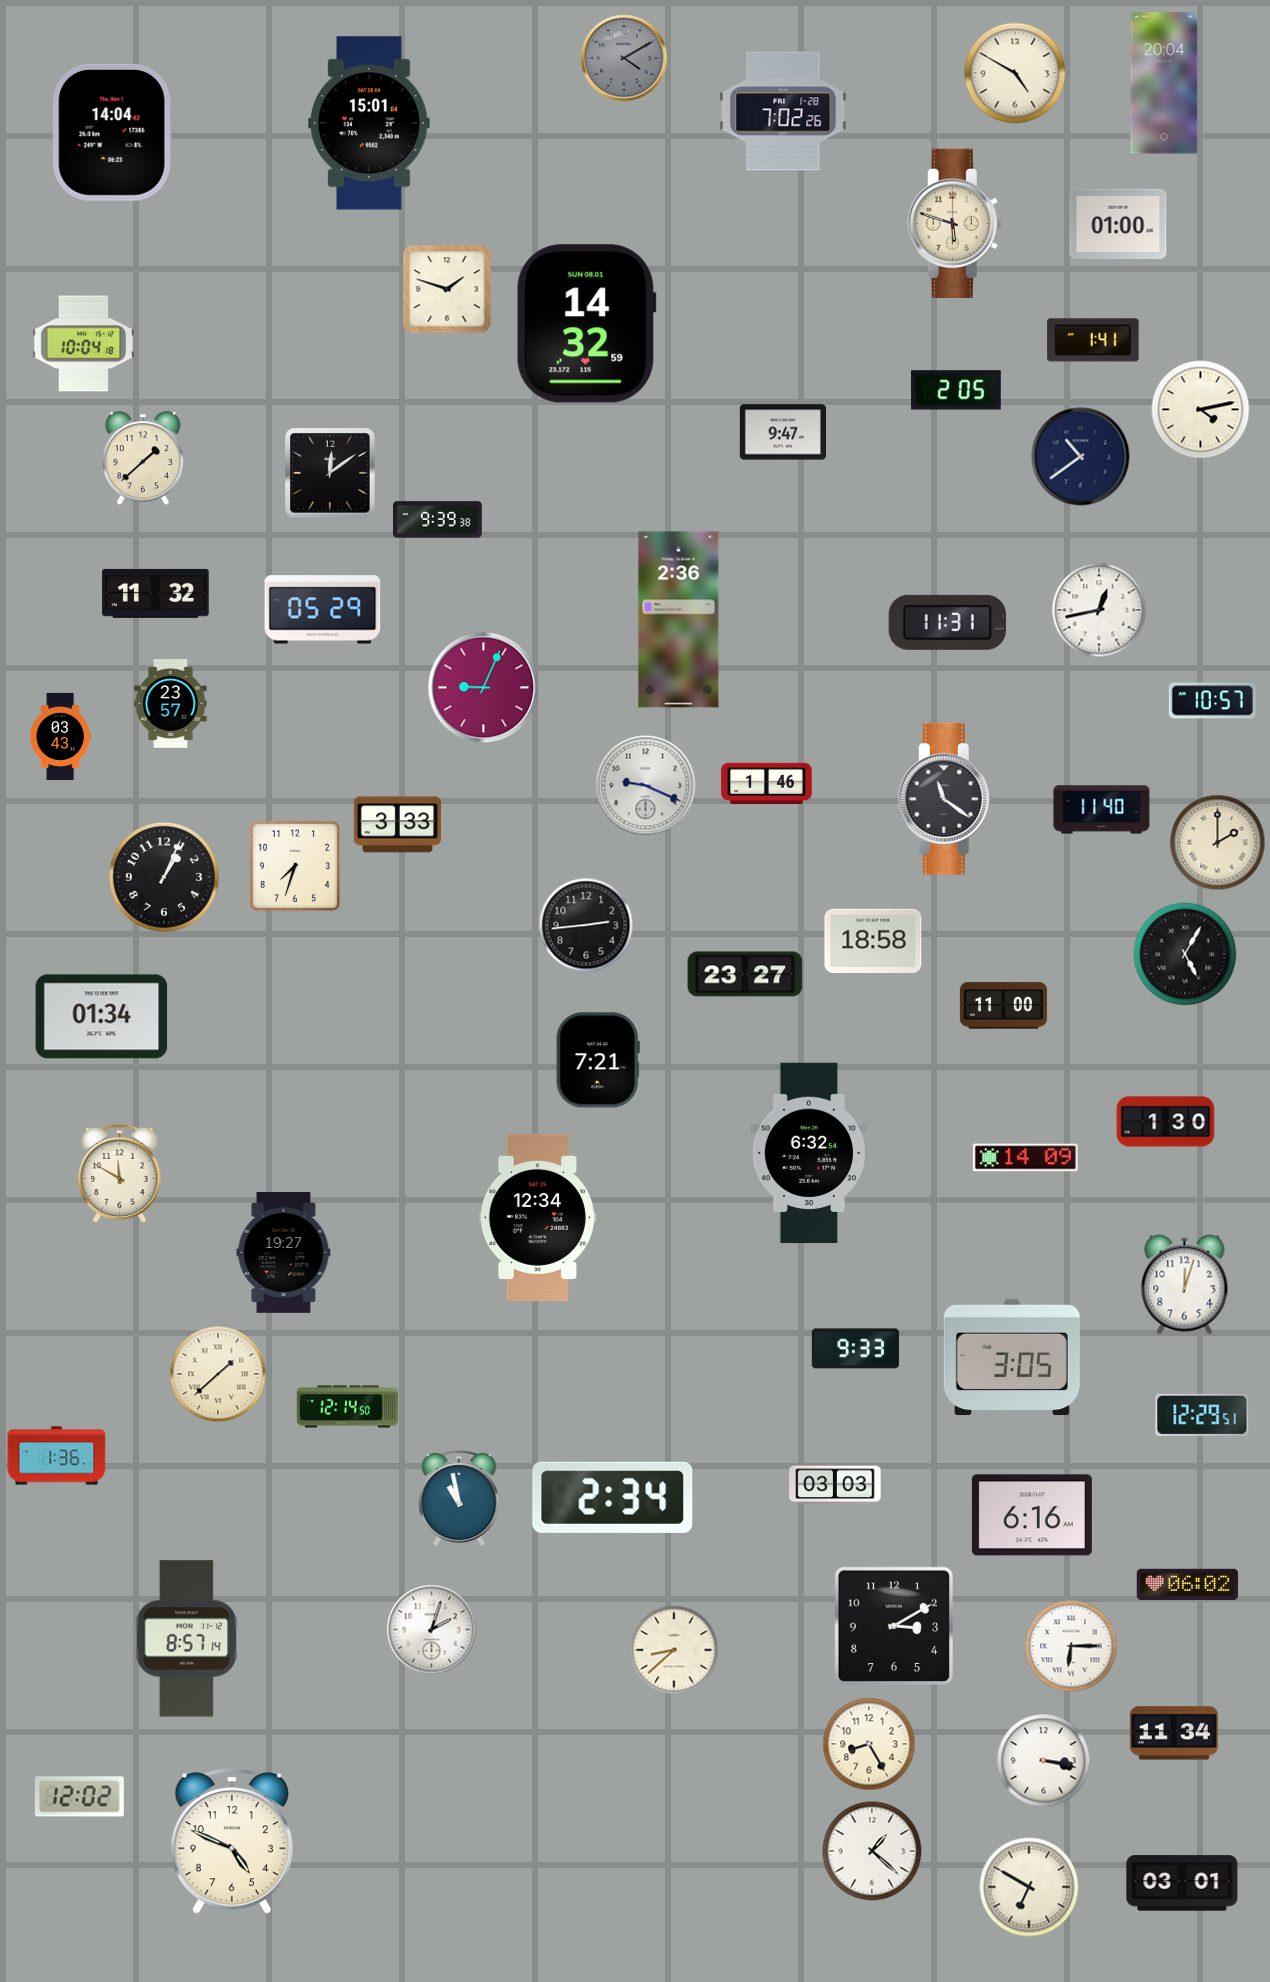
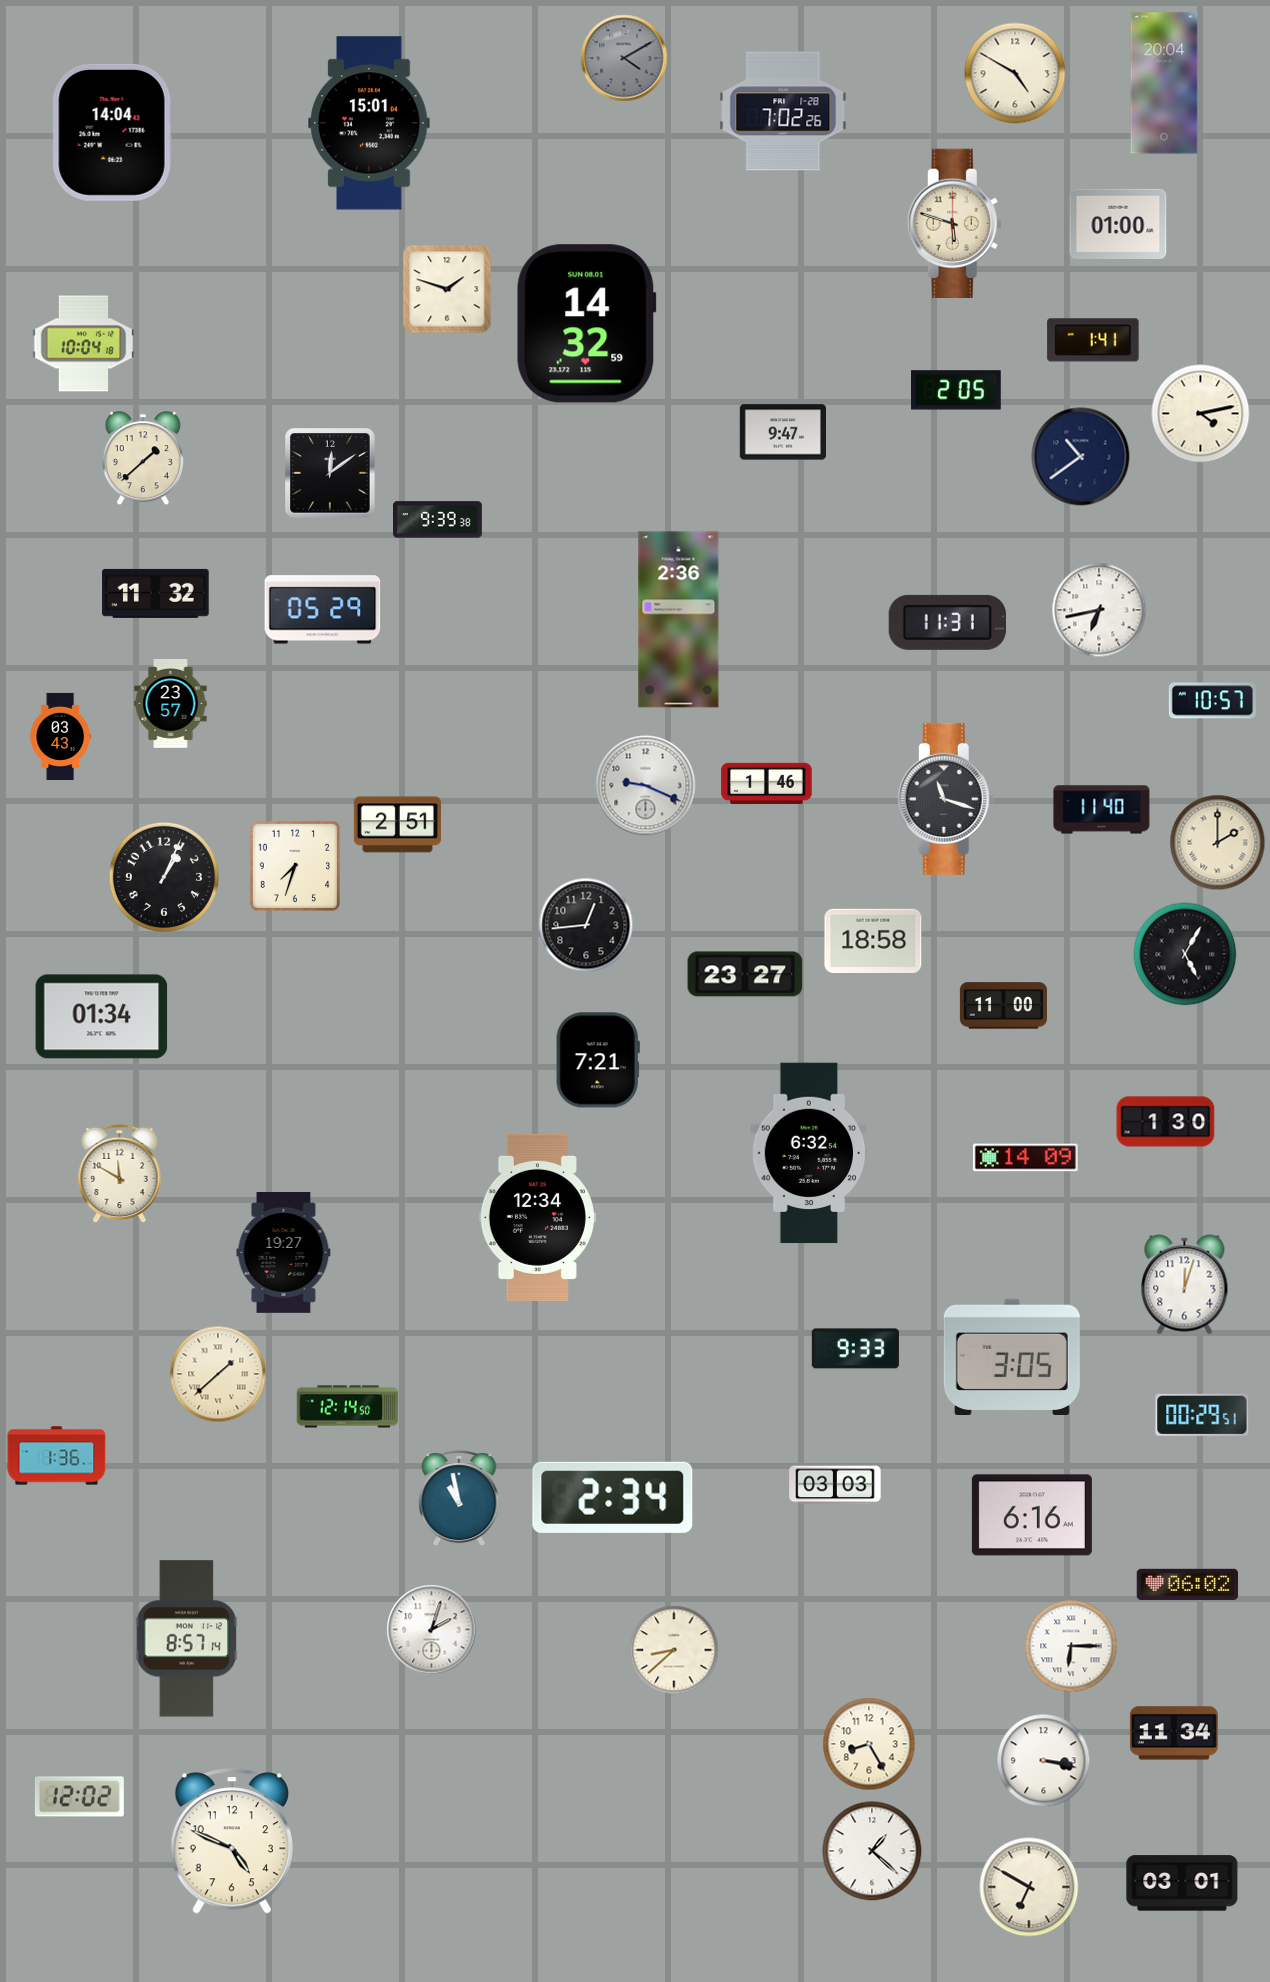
clock at (1201, 410) position: (1201, 410) -> (1201, 414)
clock at (1099, 610): 12:43 -> 6:43
clock at (484, 688): 9:04 -> none
clock at (946, 799): 11:21 -> 11:18
clock at (397, 825): 3:33 -> 2:51
clock at (586, 925): 2:44 -> 12:44
clock at (1202, 1415): 12:29 -> 00:29
clock at (893, 1625): 3:10 -> none
